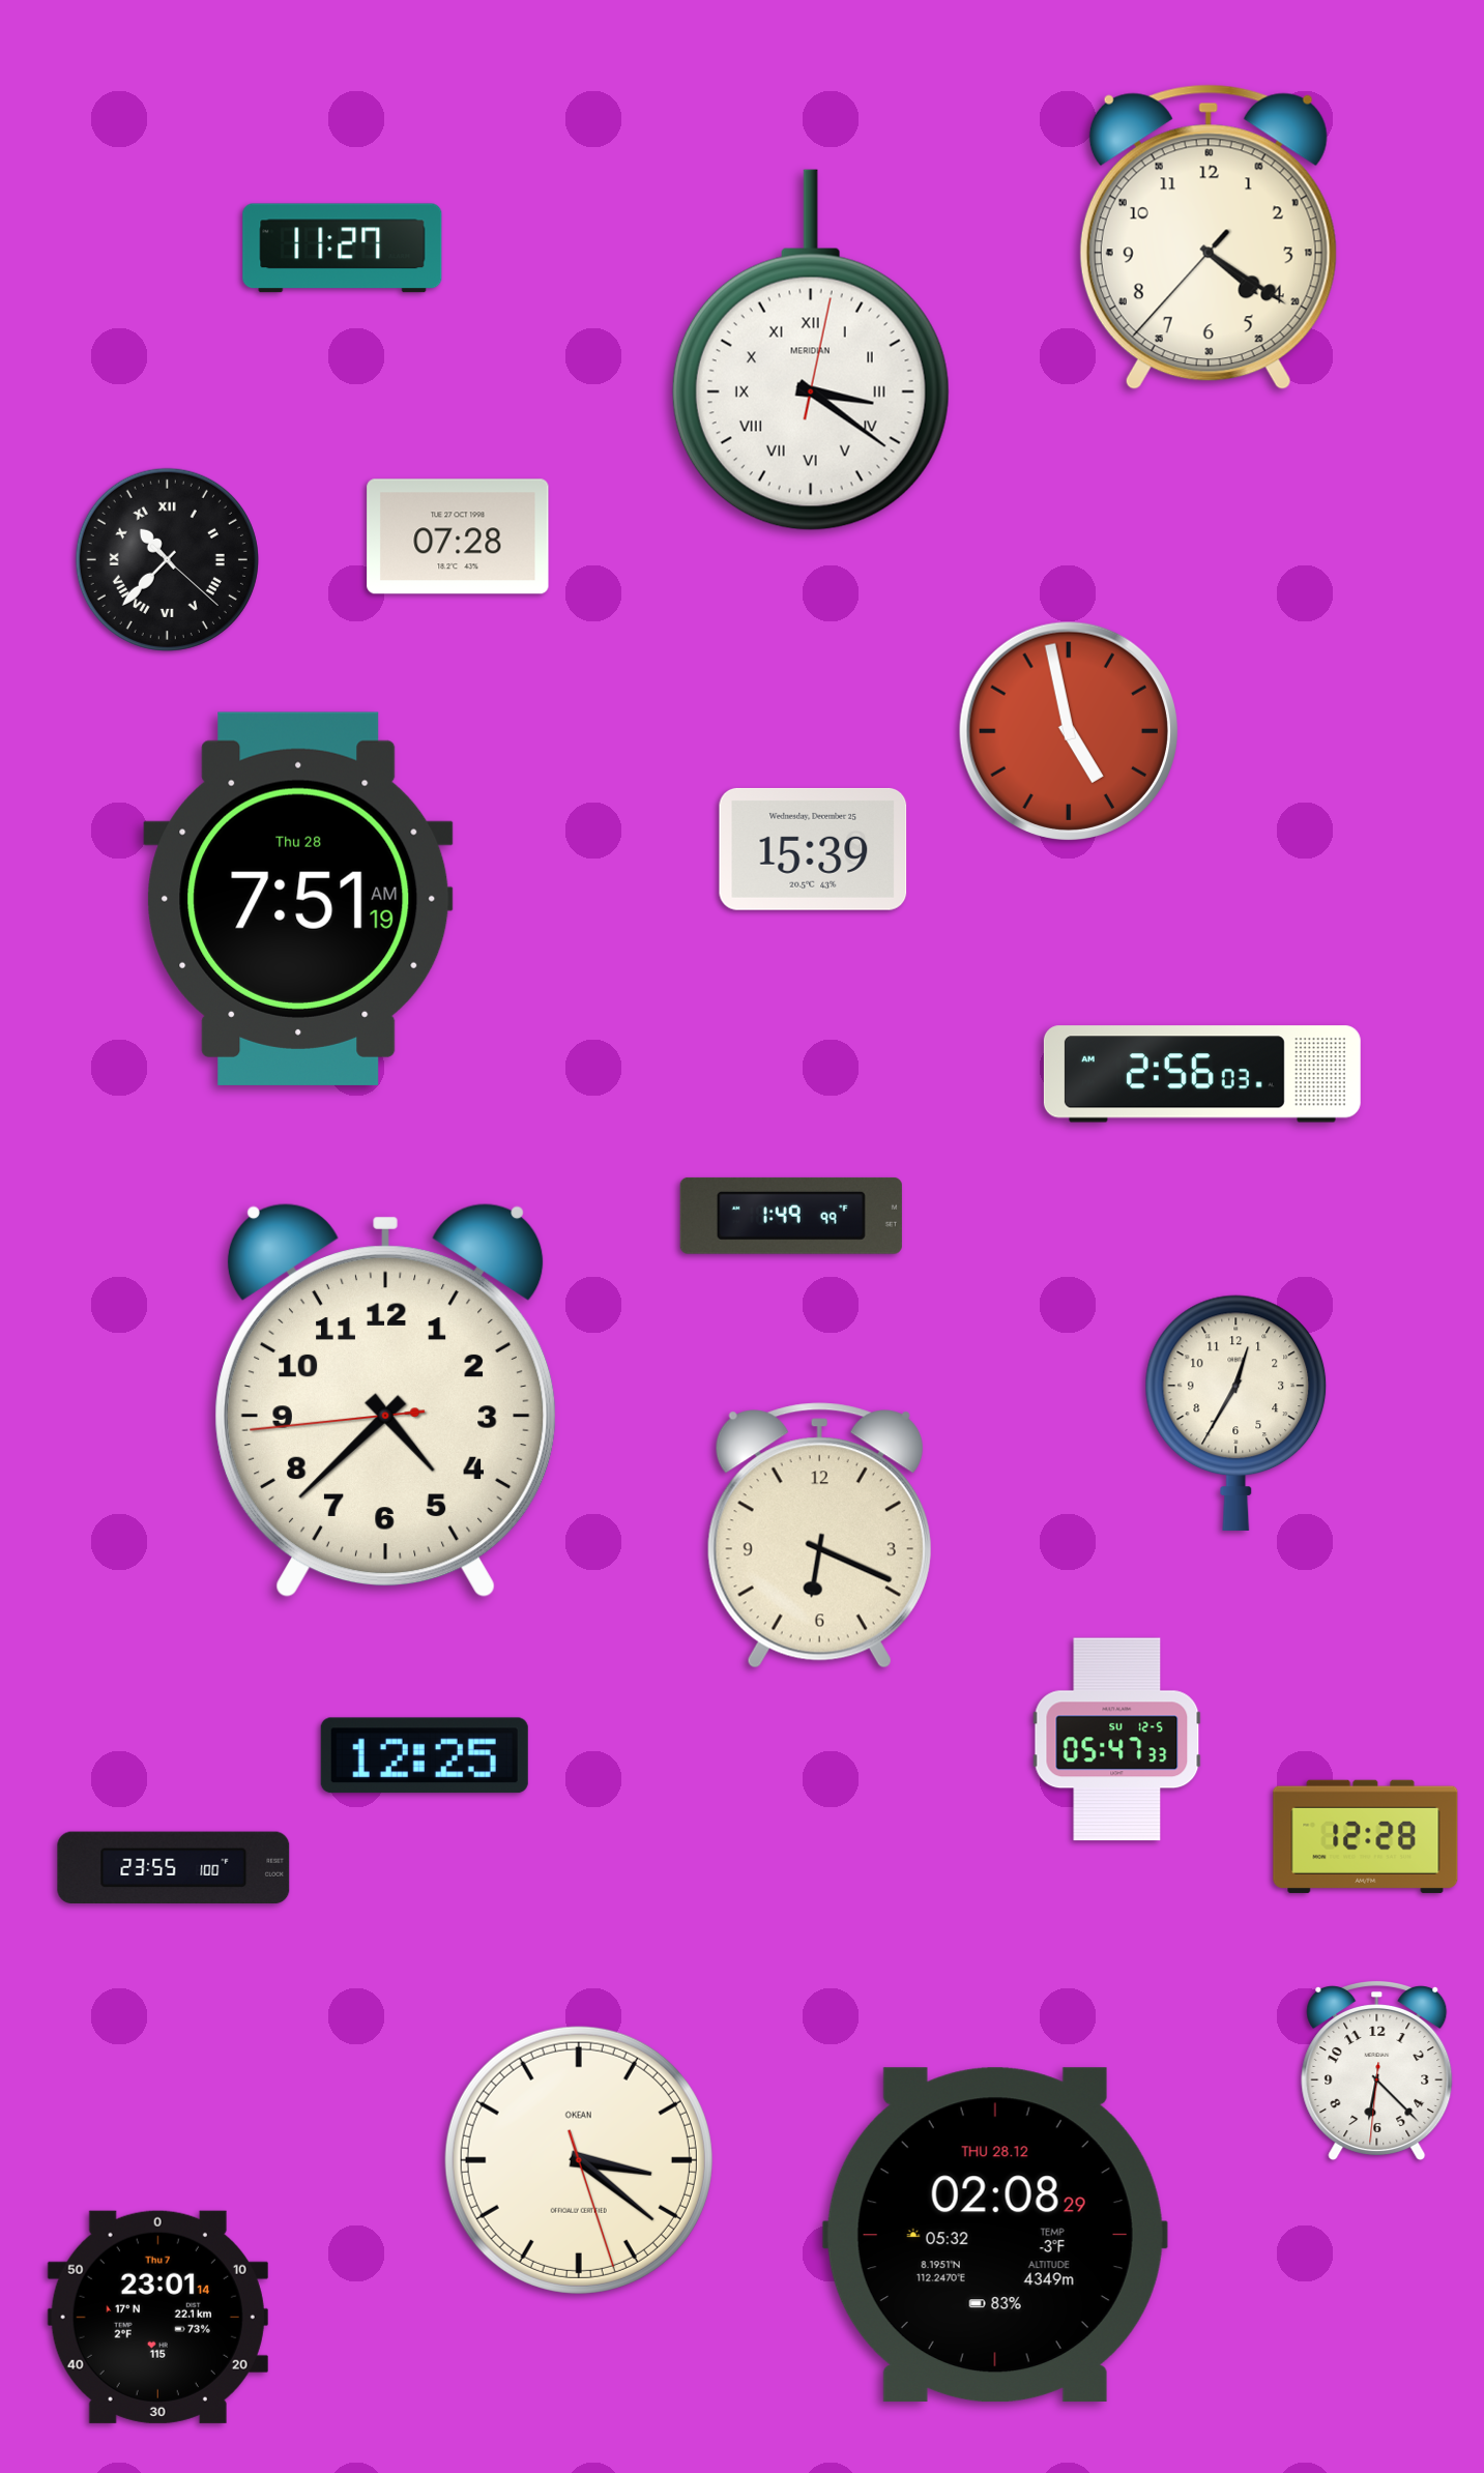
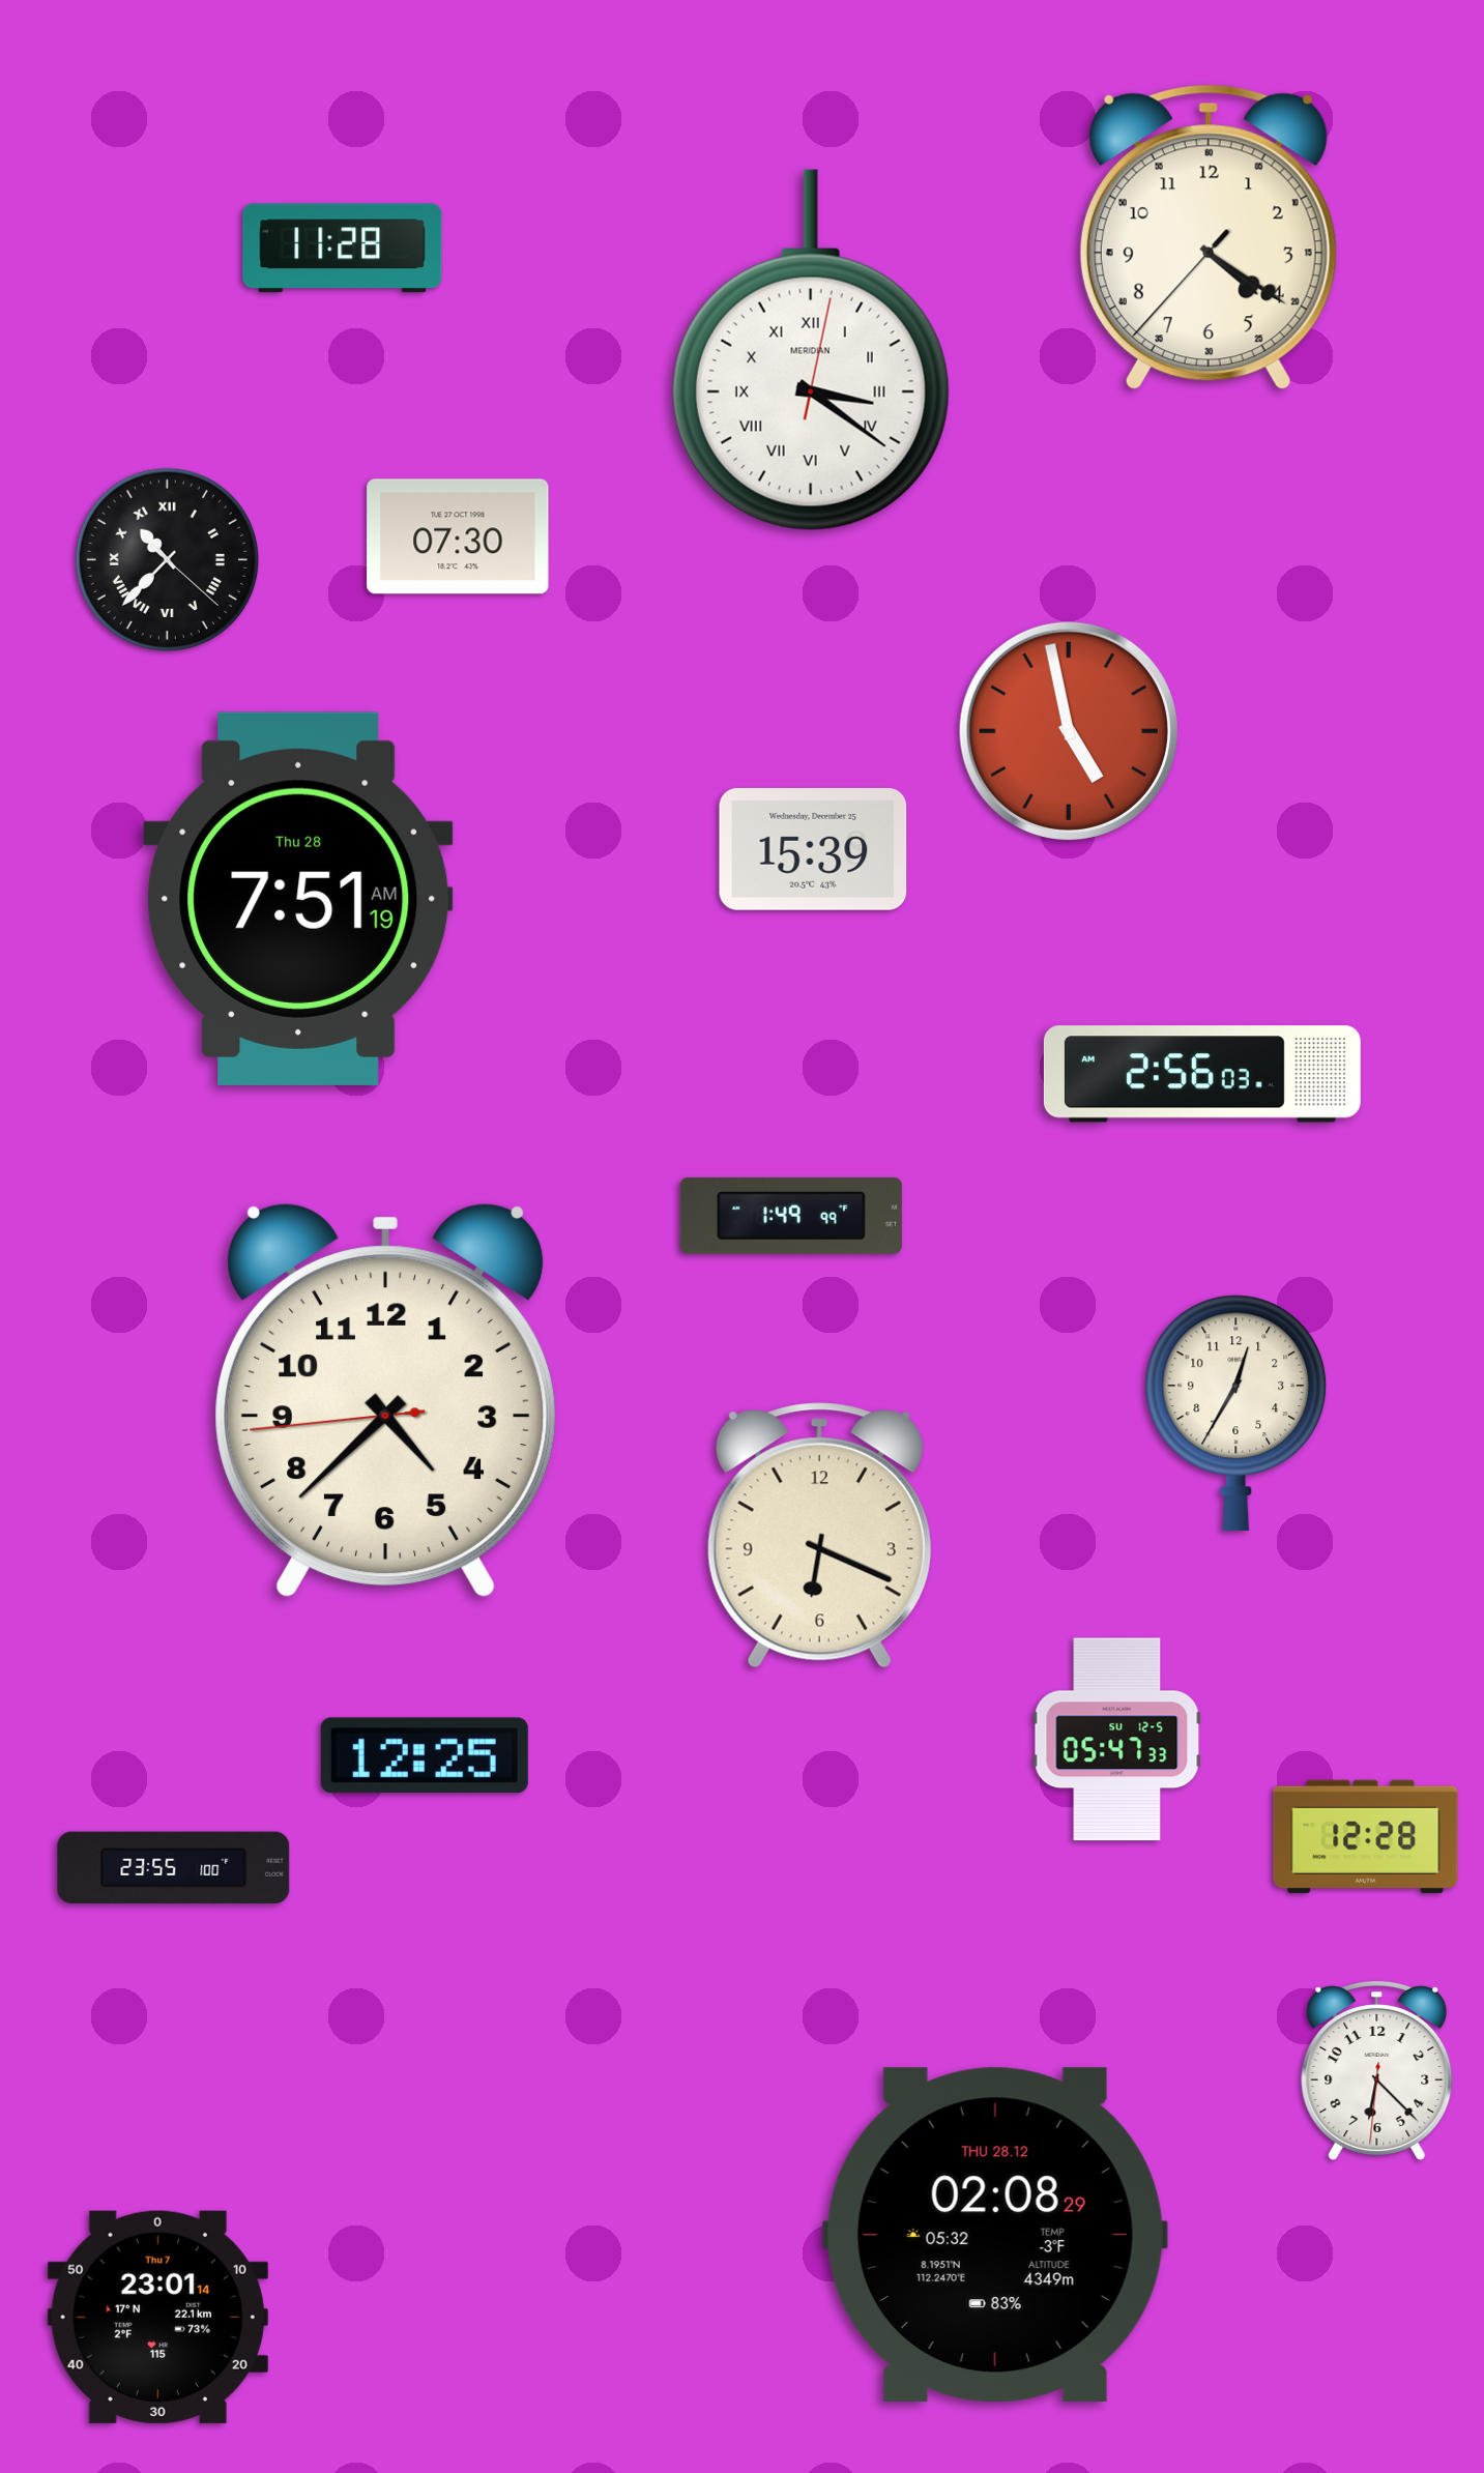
clock at (343, 249): 11:27 -> 11:28
clock at (458, 536): 07:28 -> 07:30
clock at (579, 2160): 3:21 -> none
